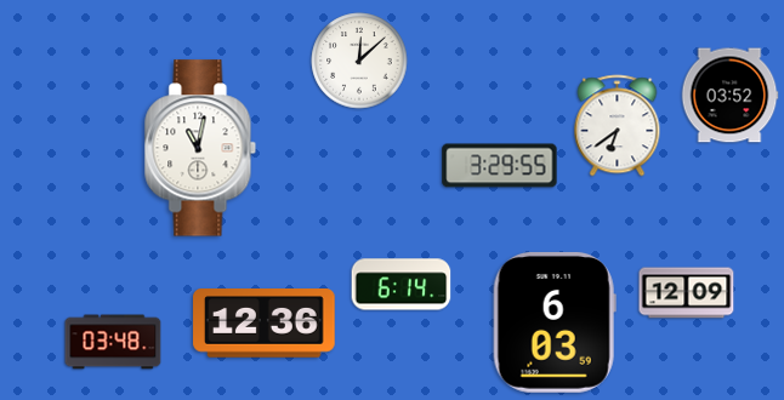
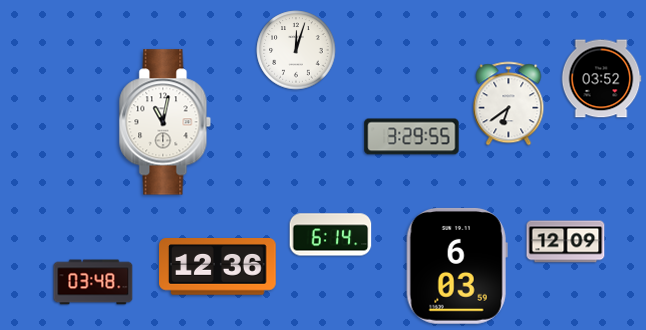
clock at (359, 61): 12:08 -> 12:03
